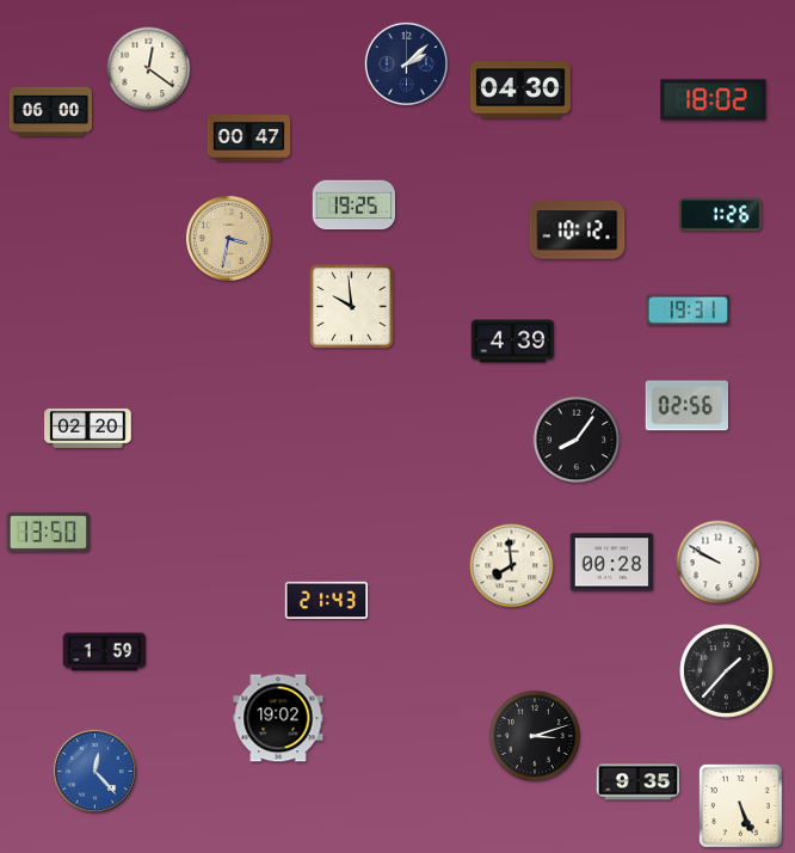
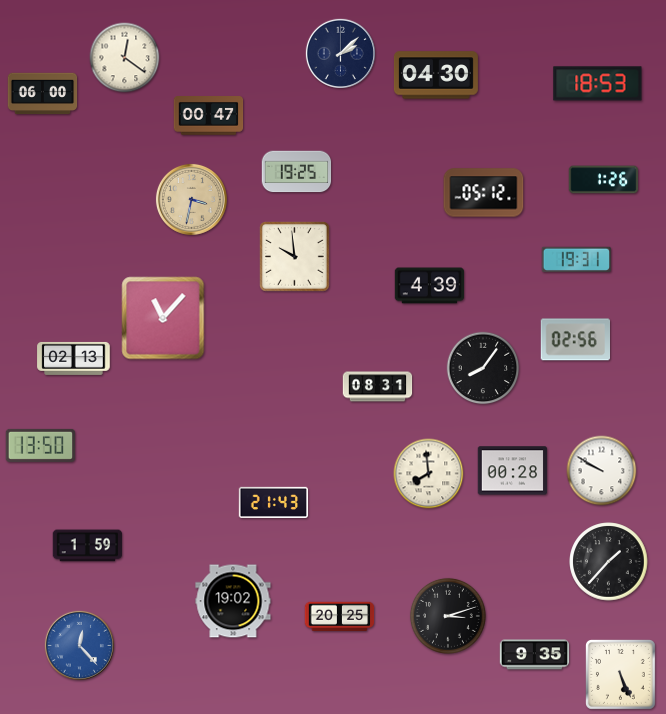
clock at (714, 100): 18:02 -> 18:53
clock at (578, 231): 10:12 -> 05:12
clock at (163, 318): none -> 11:07
clock at (88, 428): 02:20 -> 02:13
clock at (378, 387): none -> 08:31
clock at (340, 617): none -> 20:25
